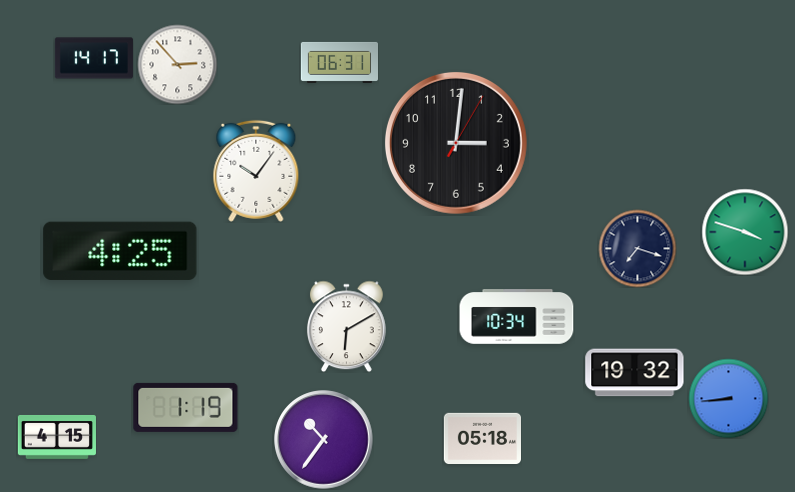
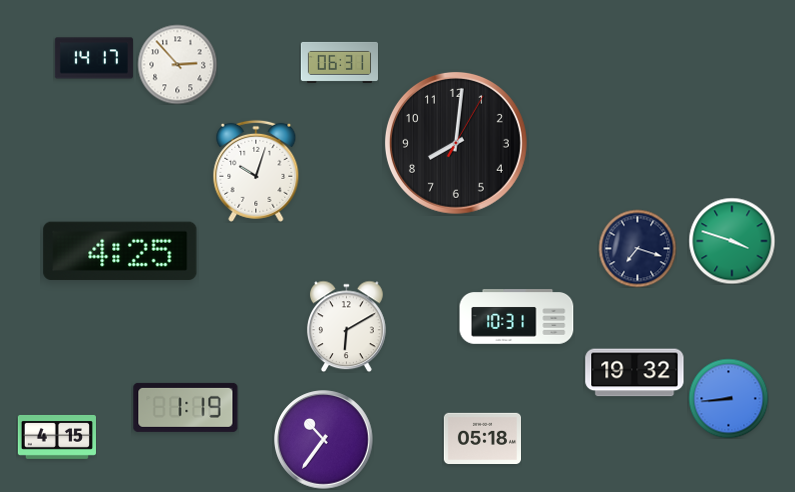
clock at (456, 143): 3:01 -> 8:01
clock at (256, 171): 10:06 -> 10:03
clock at (745, 232) position: (745, 232) -> (732, 241)
clock at (517, 317): 10:34 -> 10:31
